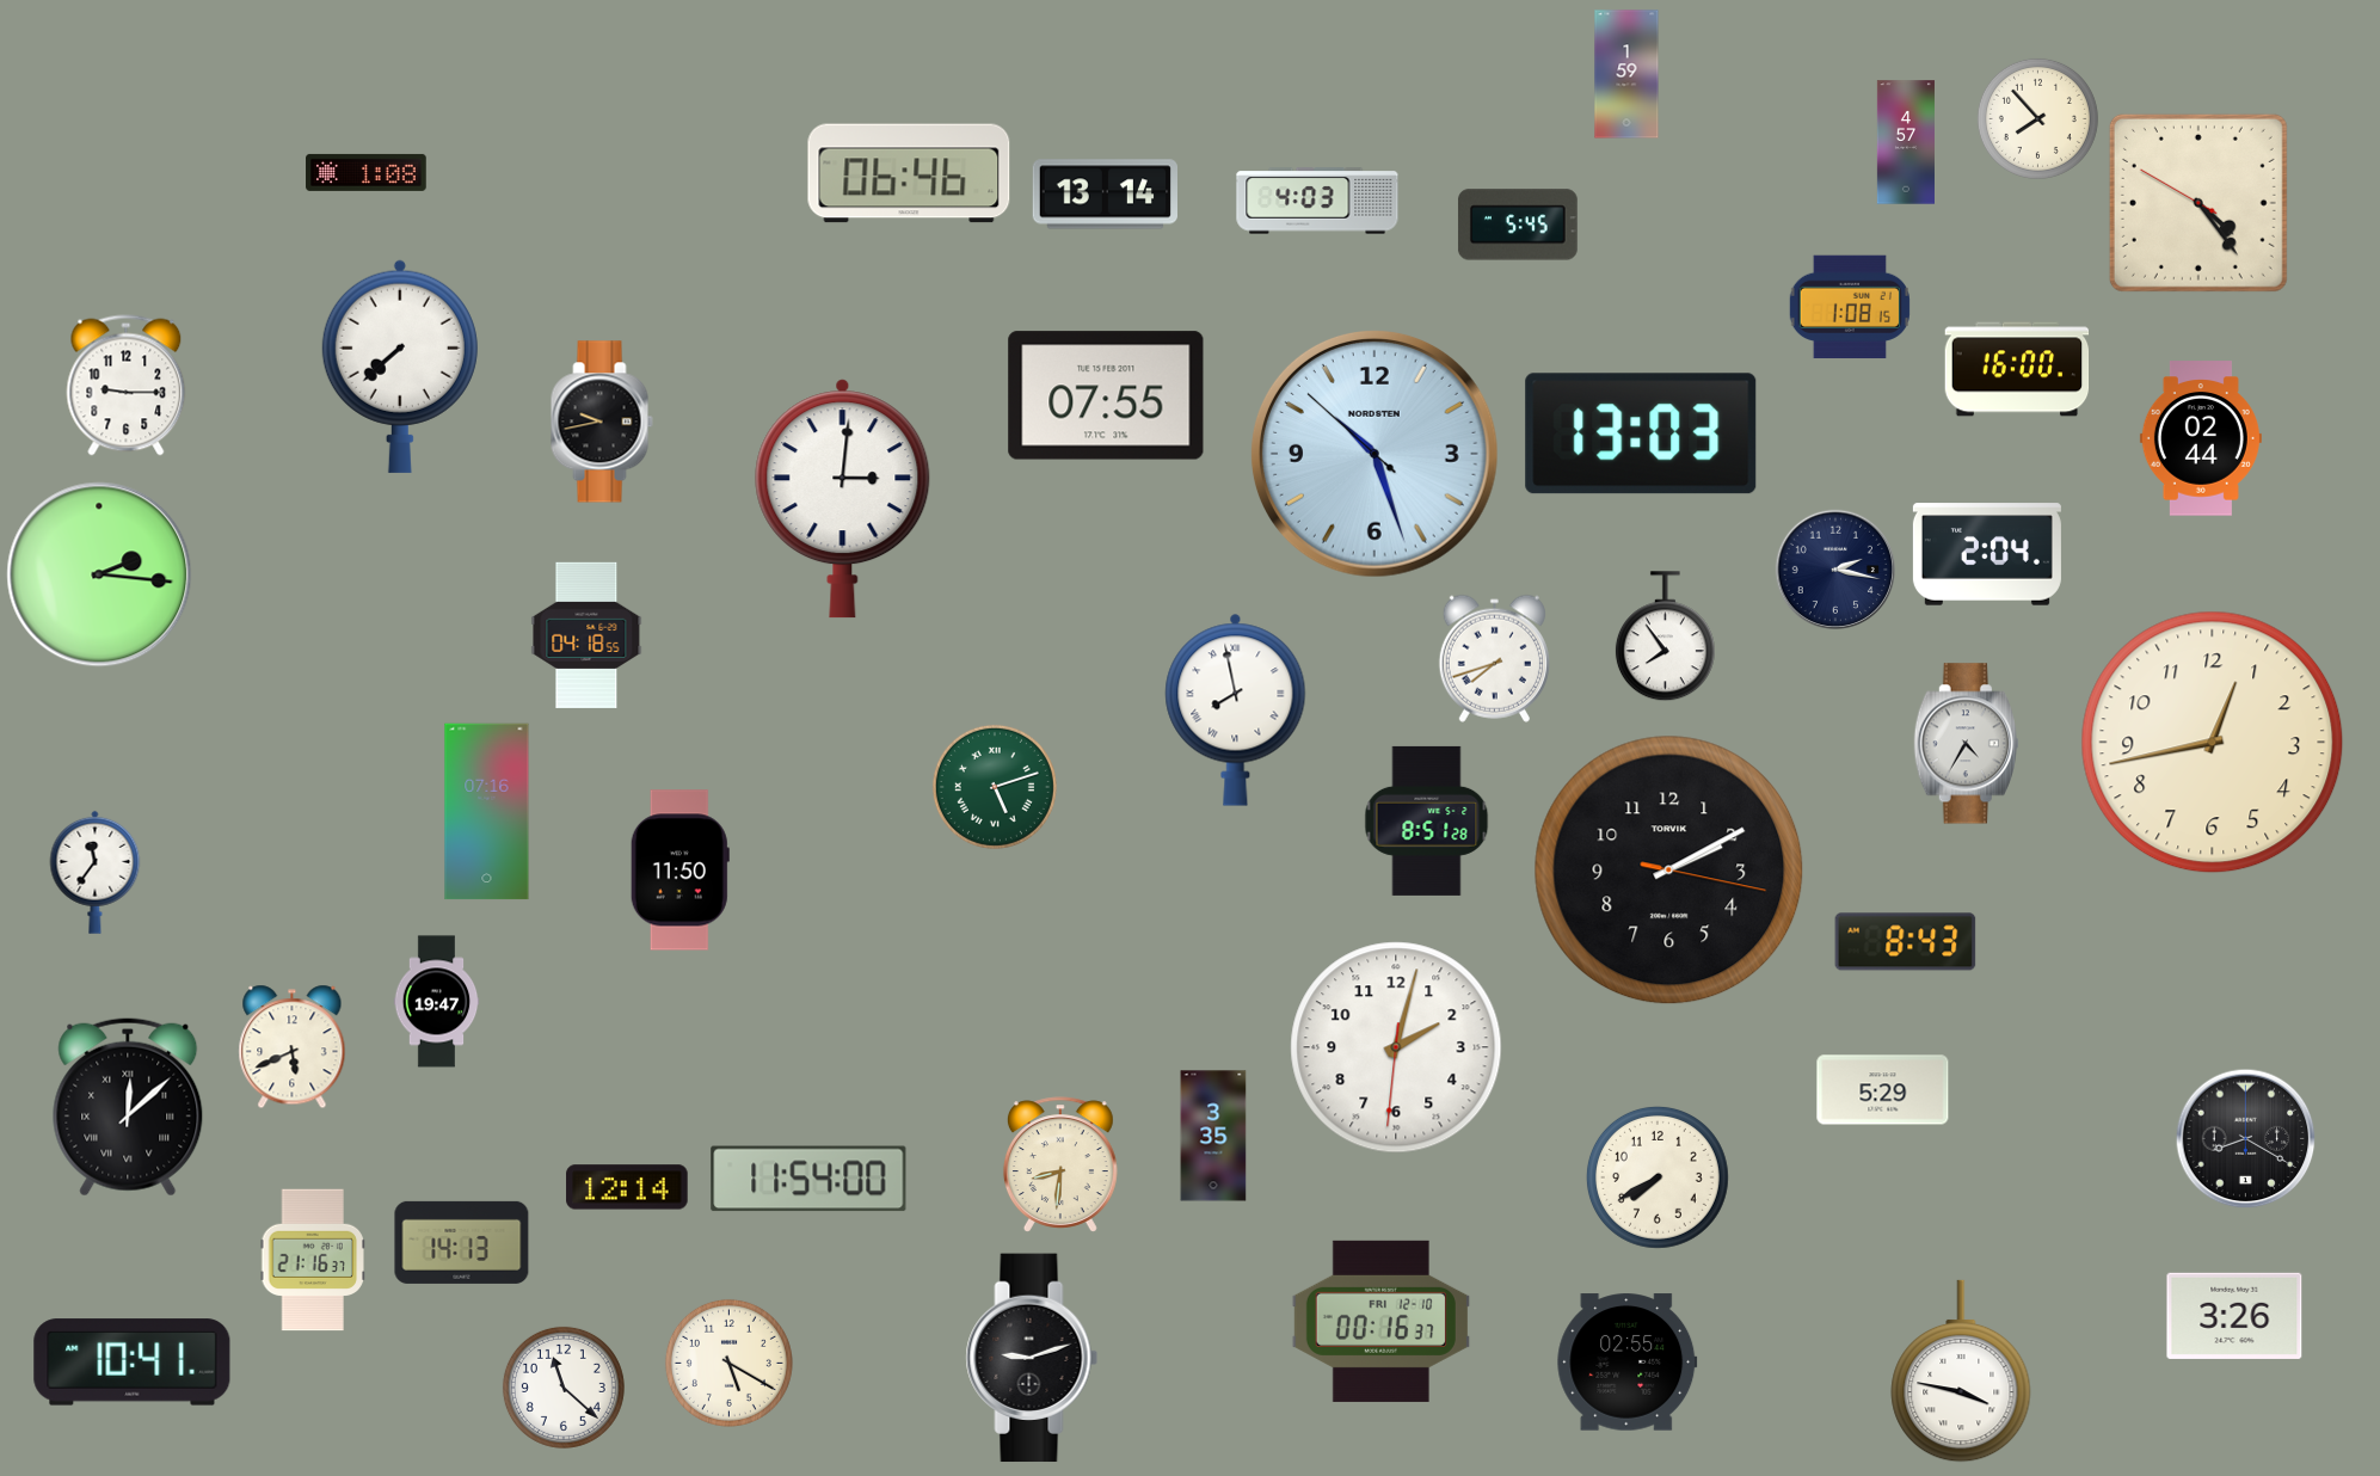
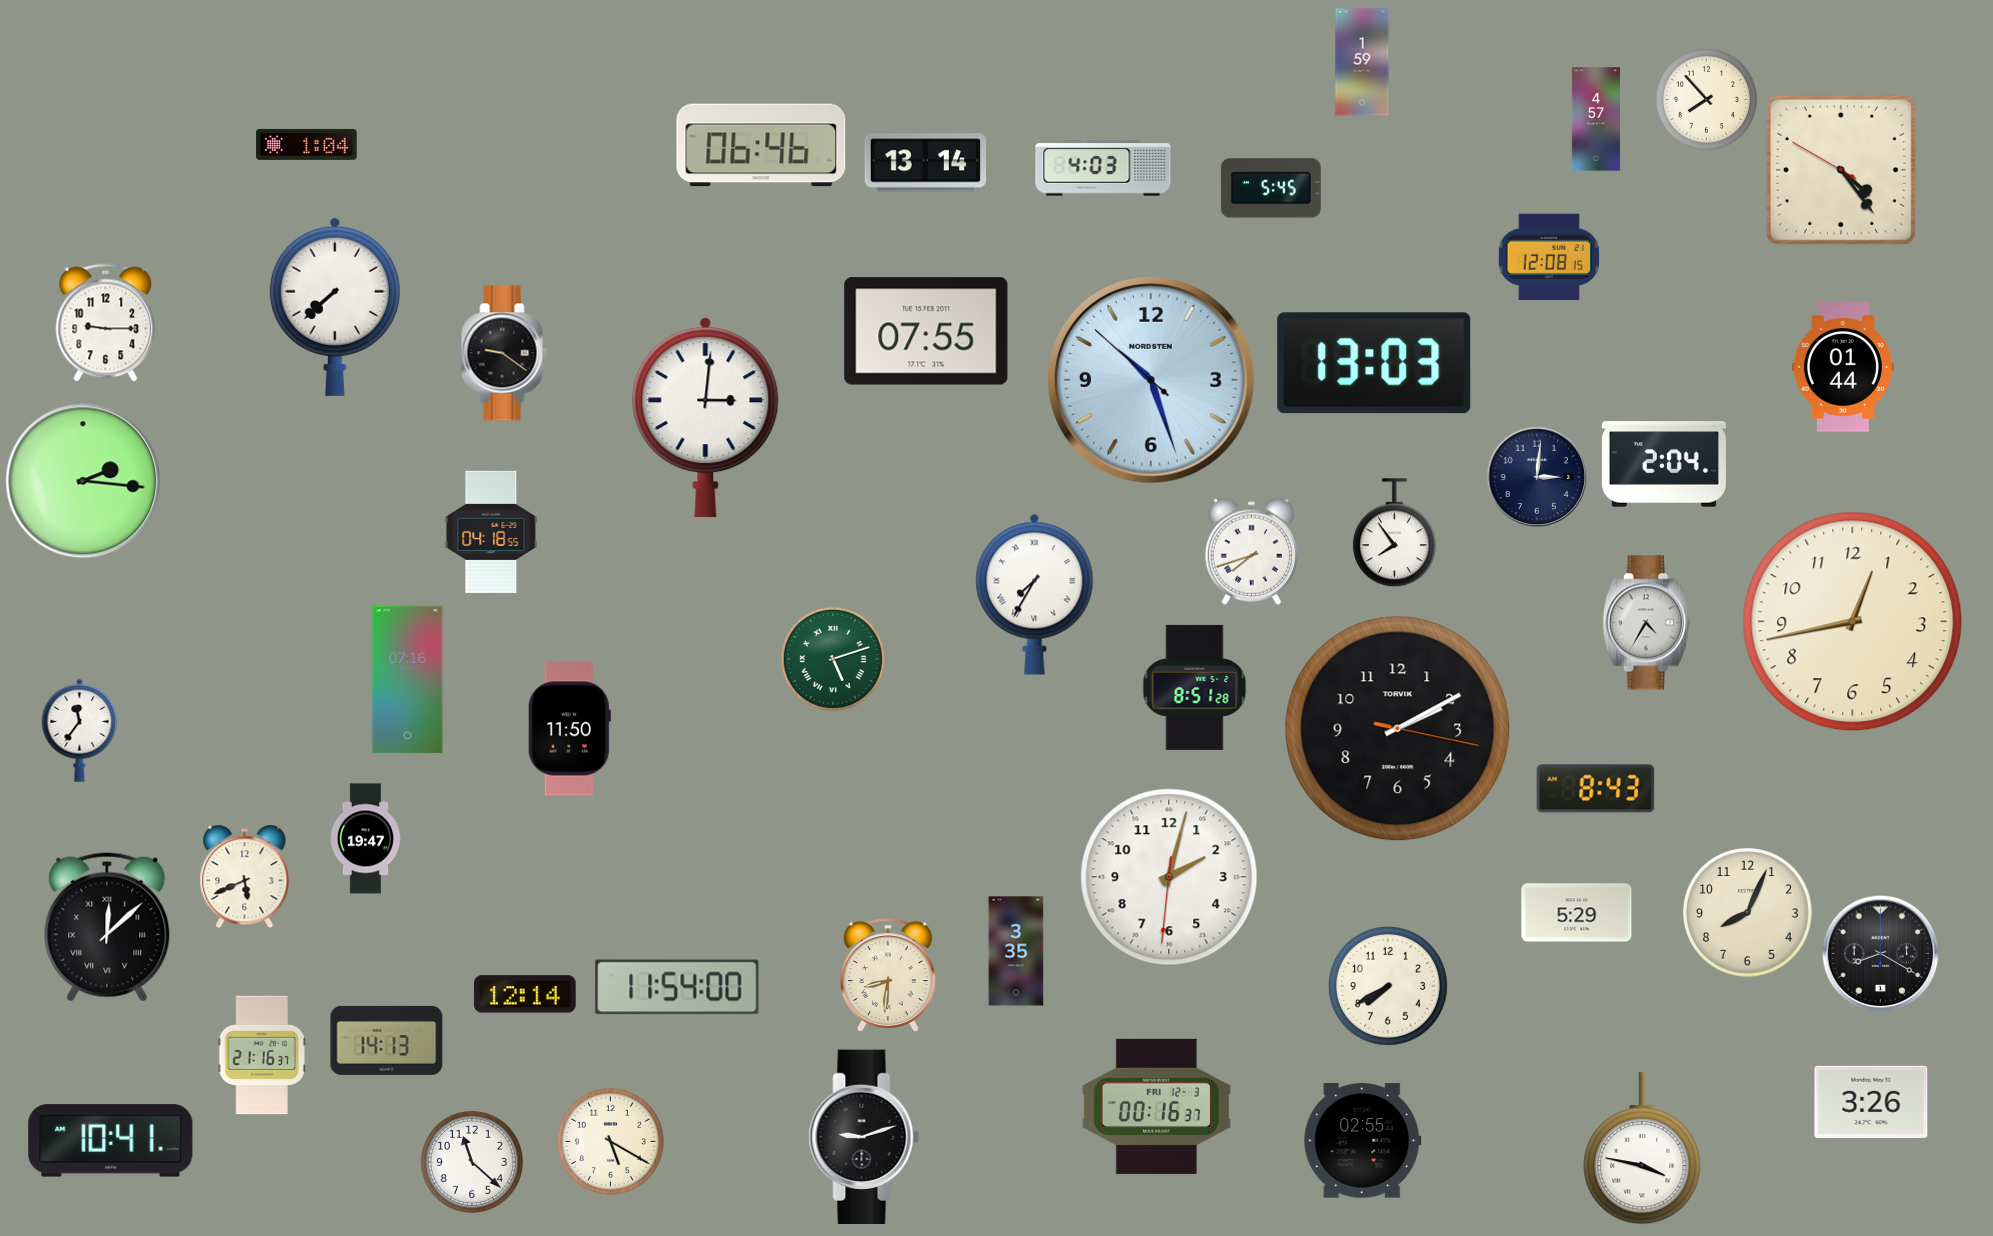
clock at (367, 172): 1:08 -> 1:04
clock at (1850, 307): 1:08 -> 12:08
clock at (2017, 369): 16:00 -> none
clock at (602, 422): 9:43 -> 9:21
clock at (2201, 438): 02:44 -> 01:44
clock at (1834, 568): 2:17 -> 3:01
clock at (1236, 709): 7:58 -> 7:35
clock at (1748, 913): none -> 8:04
clock at (1380, 1321) date: FRI 12-10 -> FRI 12-3
